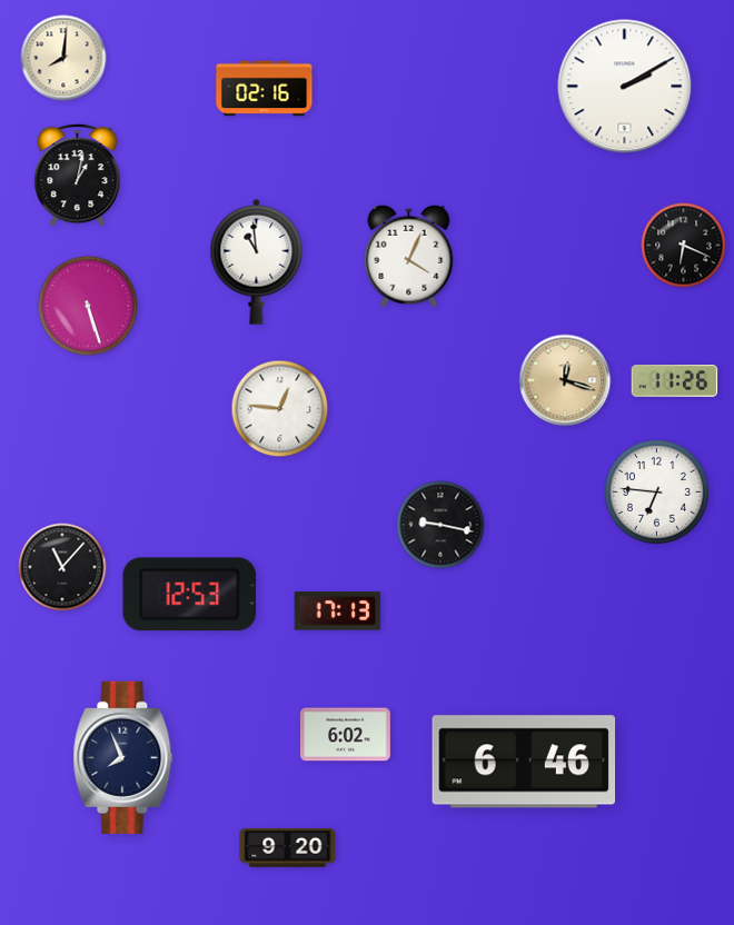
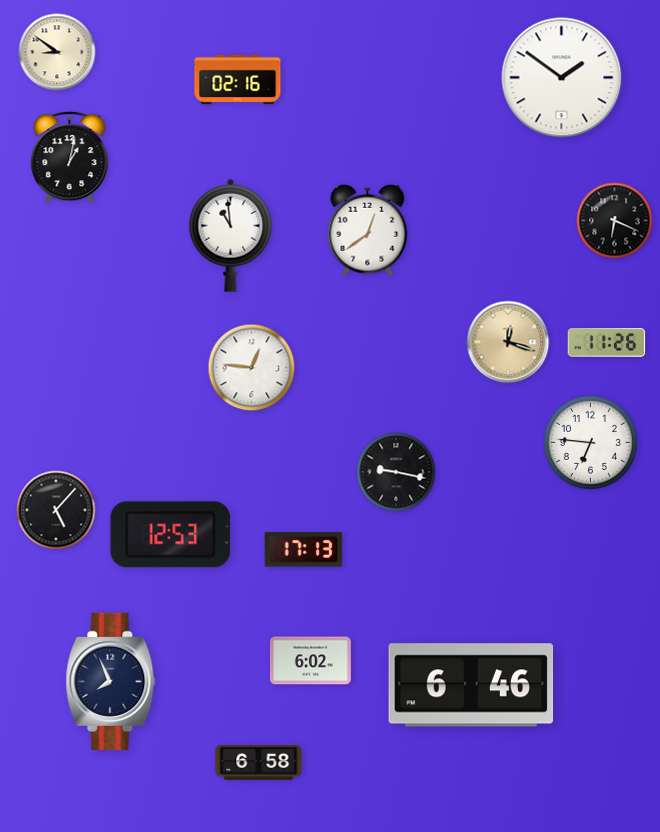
clock at (63, 58): 8:01 -> 8:51
clock at (625, 87): 2:10 -> 1:51
clock at (409, 256): 4:04 -> 12:39
clock at (88, 306): 5:27 -> none
clock at (62, 567): 11:07 -> 5:07
clock at (288, 848): 9:20 -> 6:58
